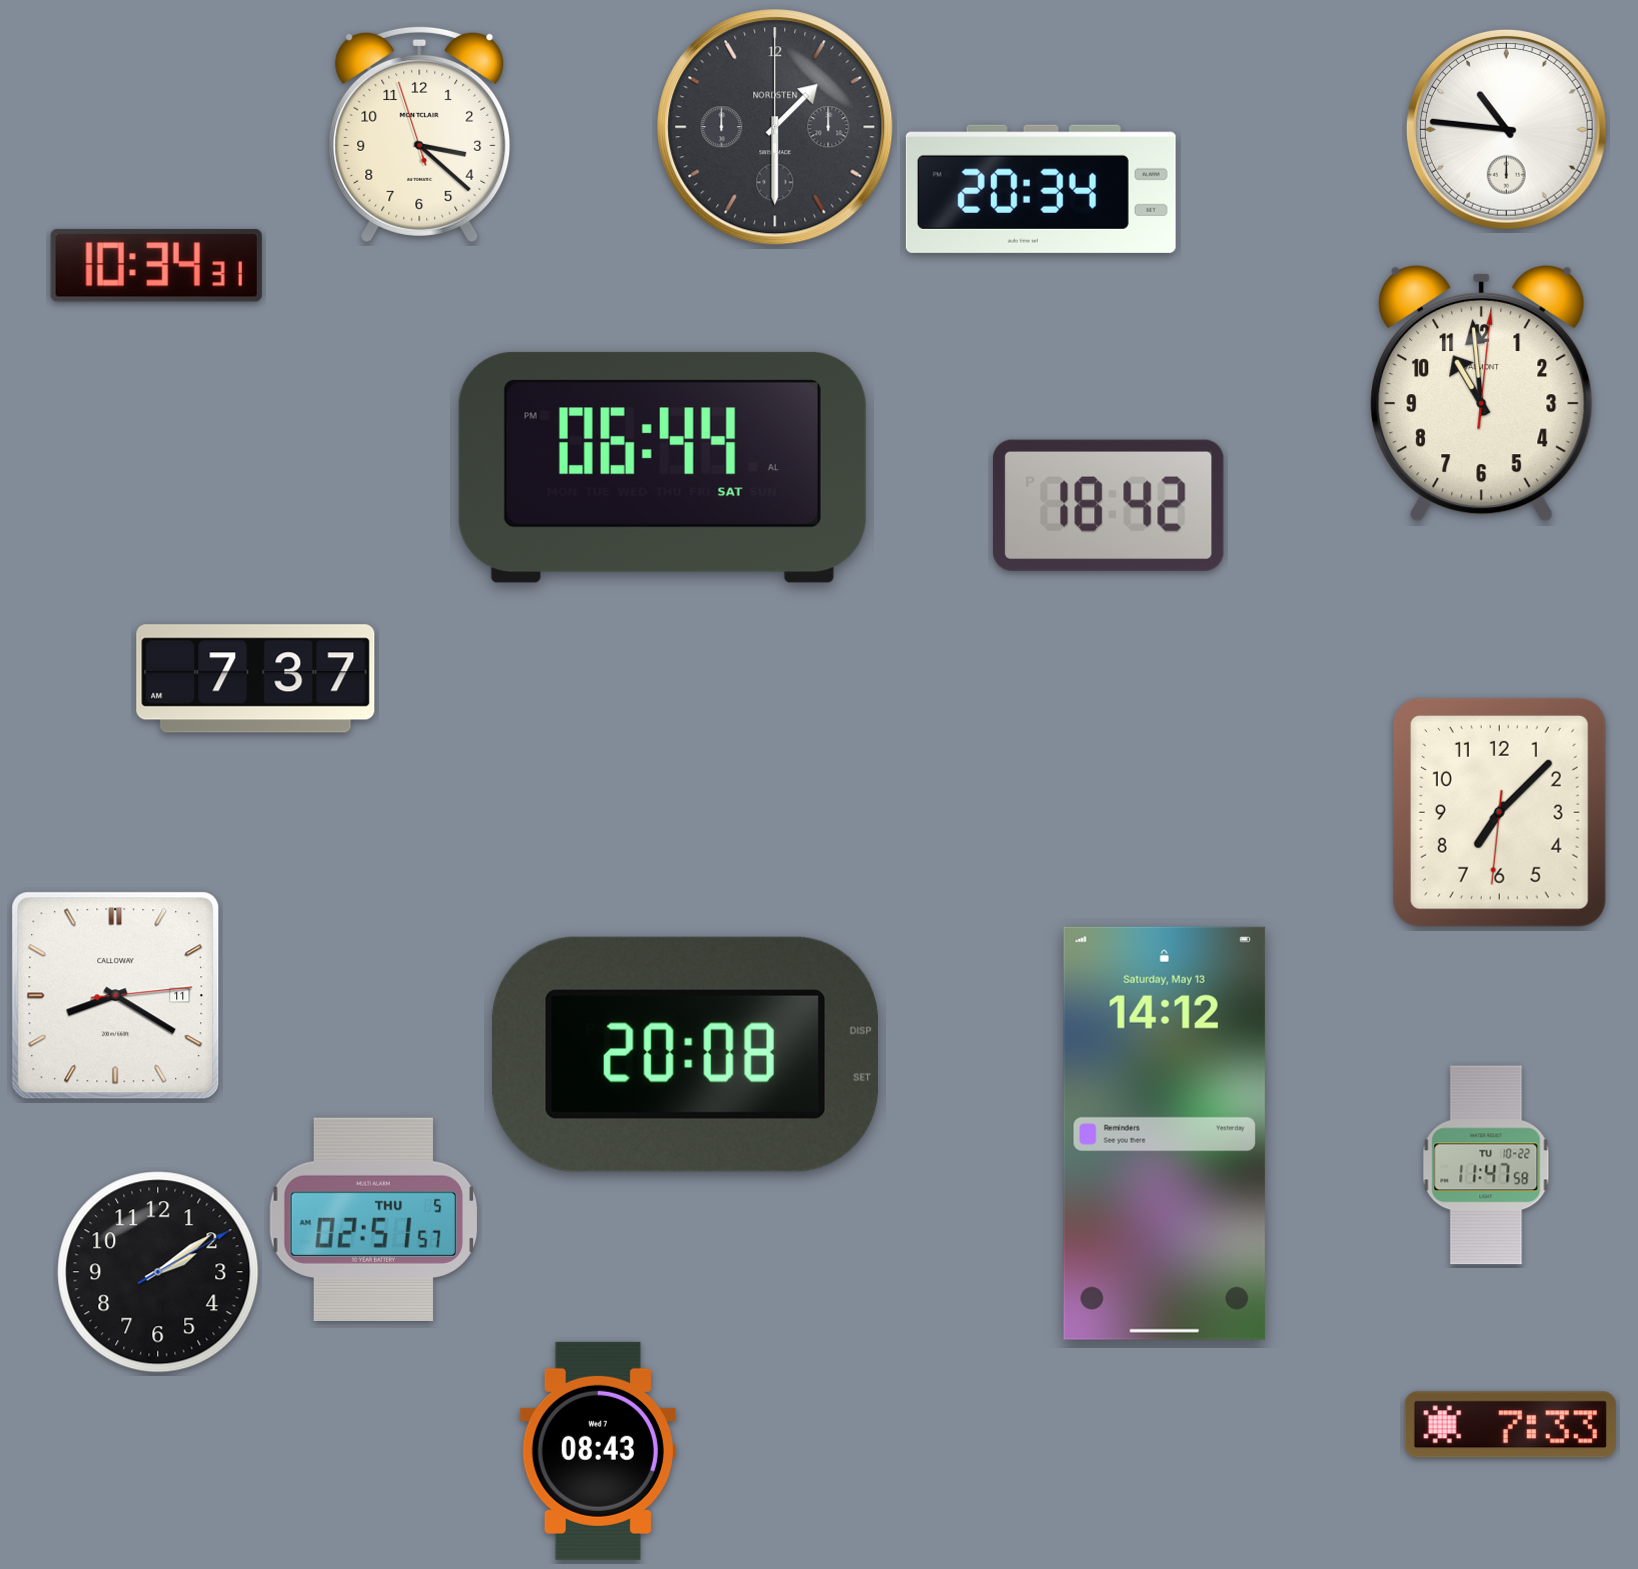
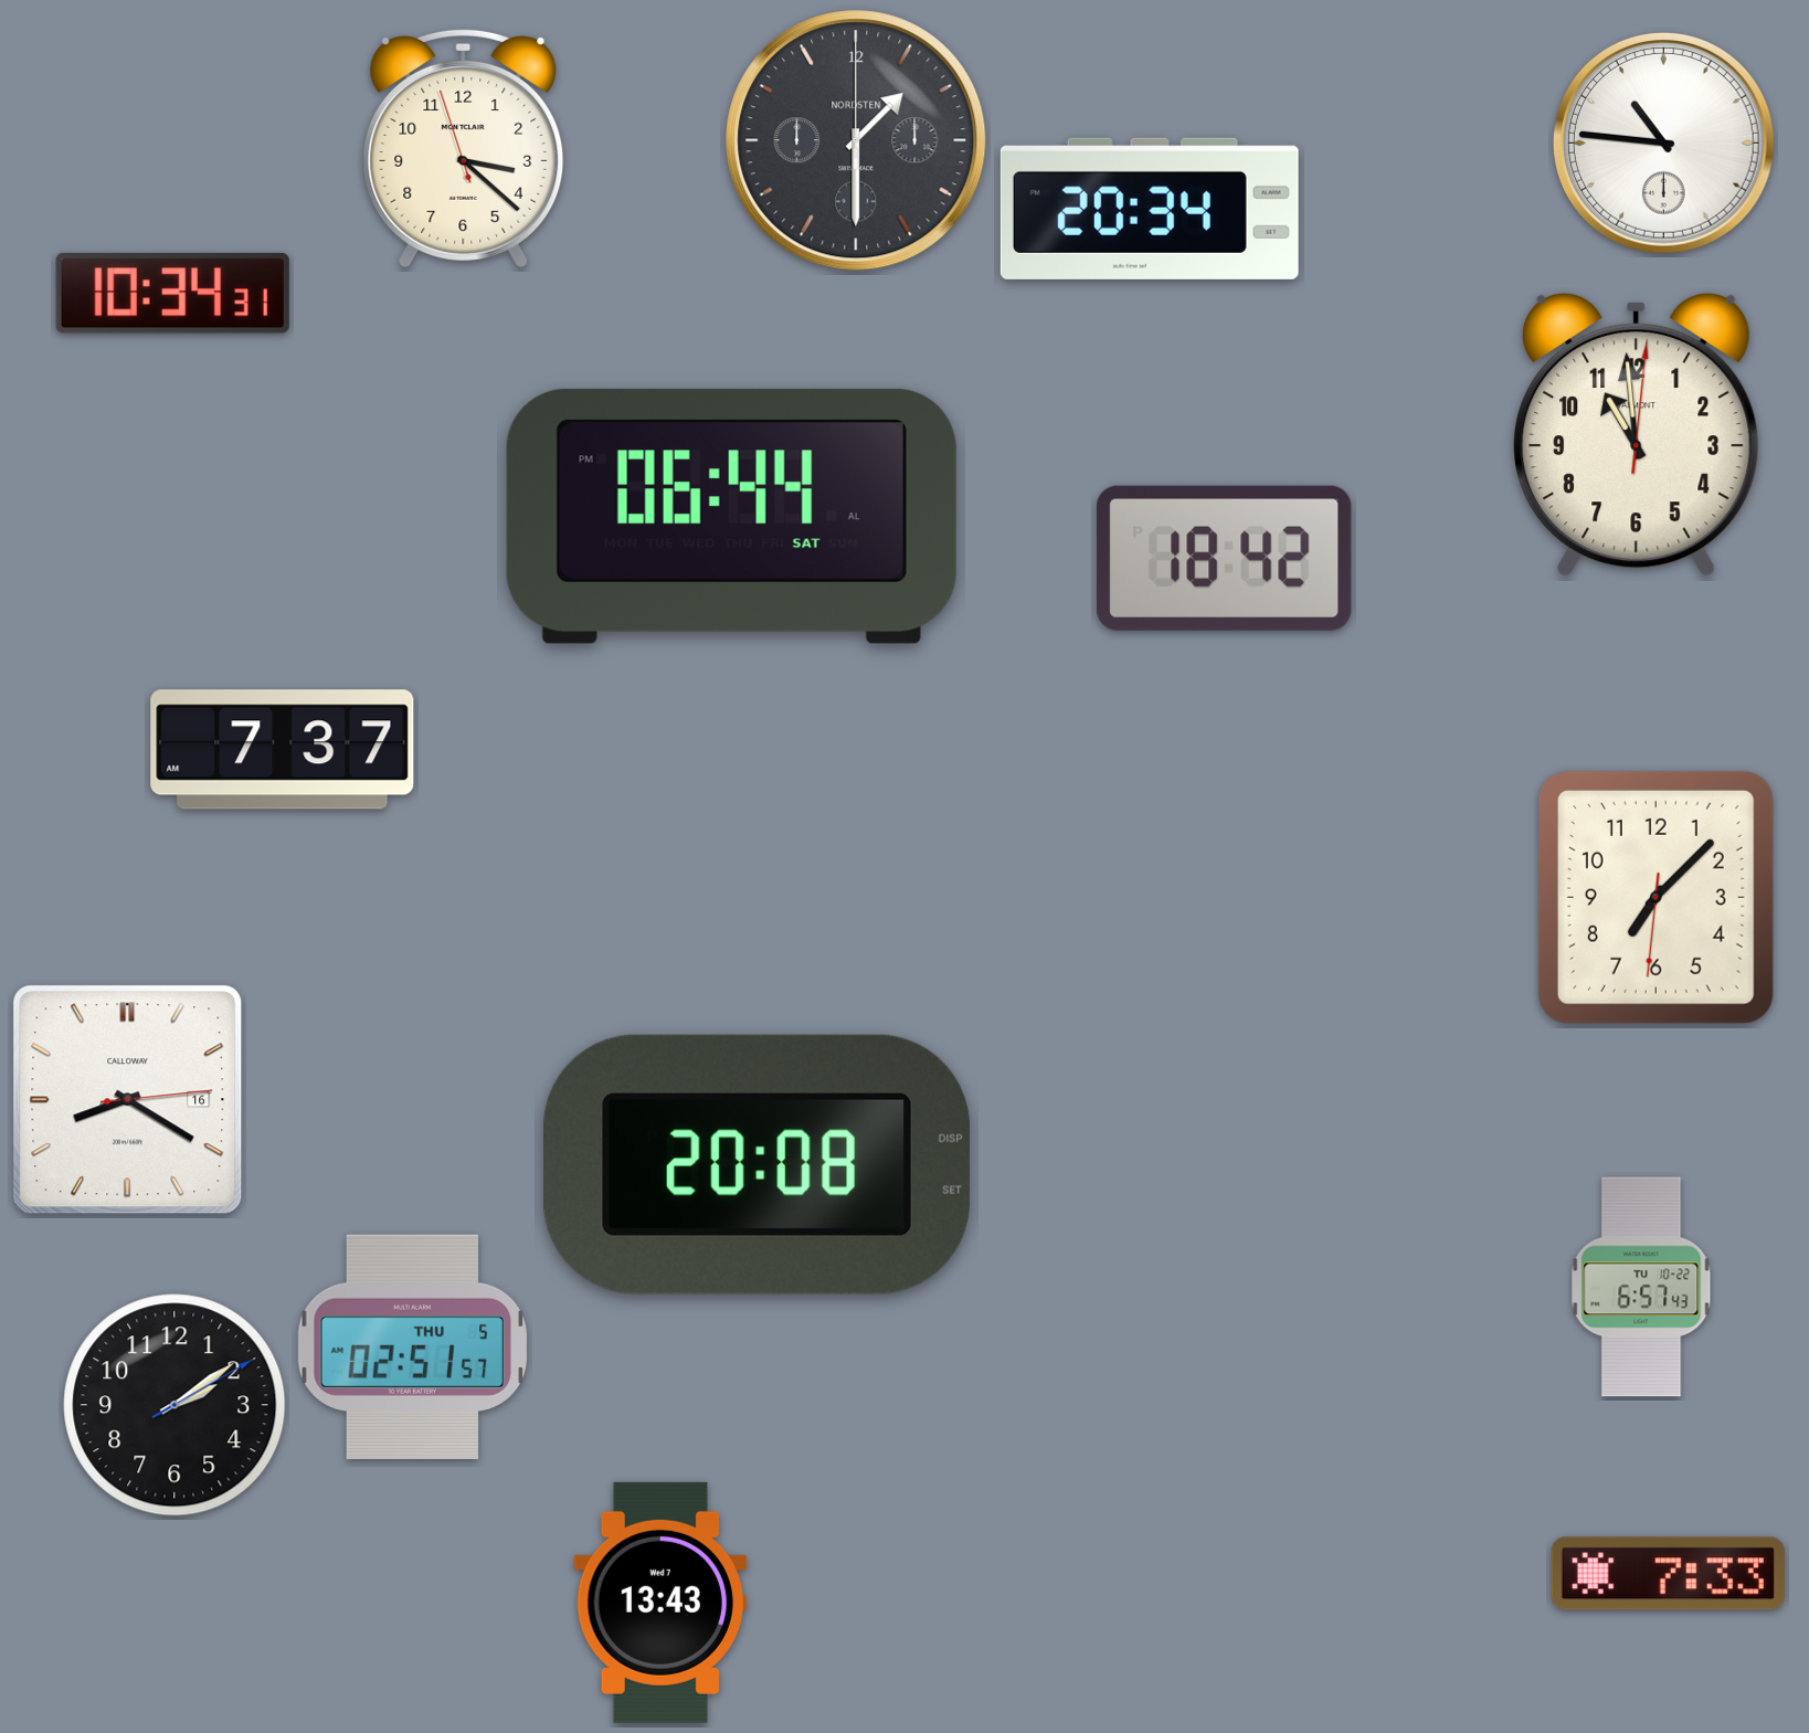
clock at (116, 996) date: 11 -> 16
clock at (1164, 1133): 14:12 -> none
clock at (1486, 1165): 11:47 -> 6:57
clock at (598, 1451): 08:43 -> 13:43
